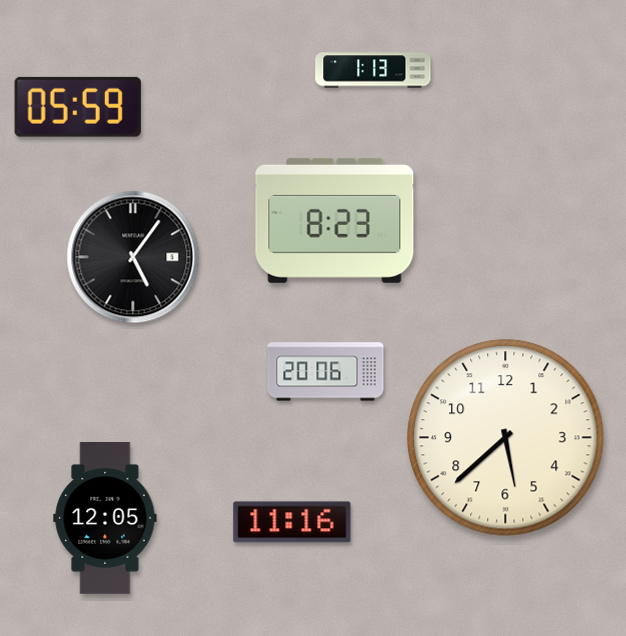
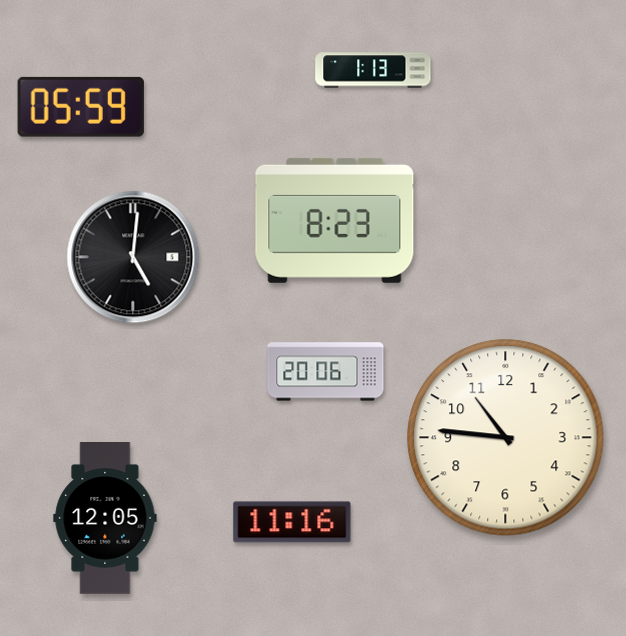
clock at (78, 107) position: (78, 107) -> (81, 107)
clock at (133, 257): 5:06 -> 5:01
clock at (506, 438): 5:38 -> 10:46
